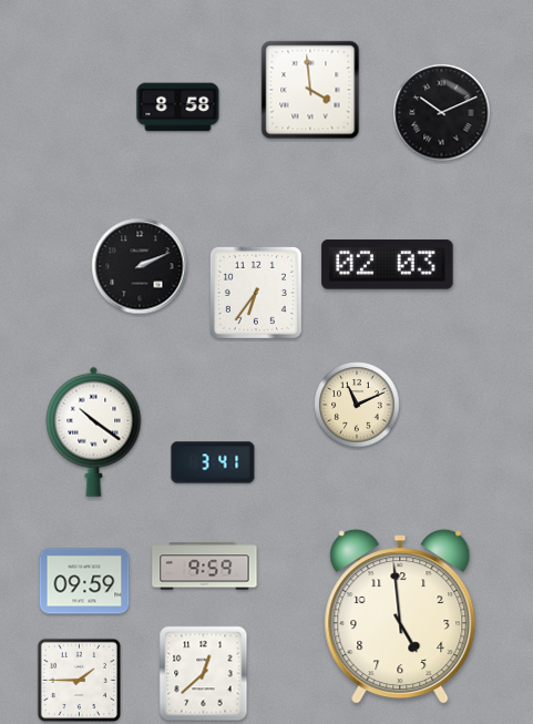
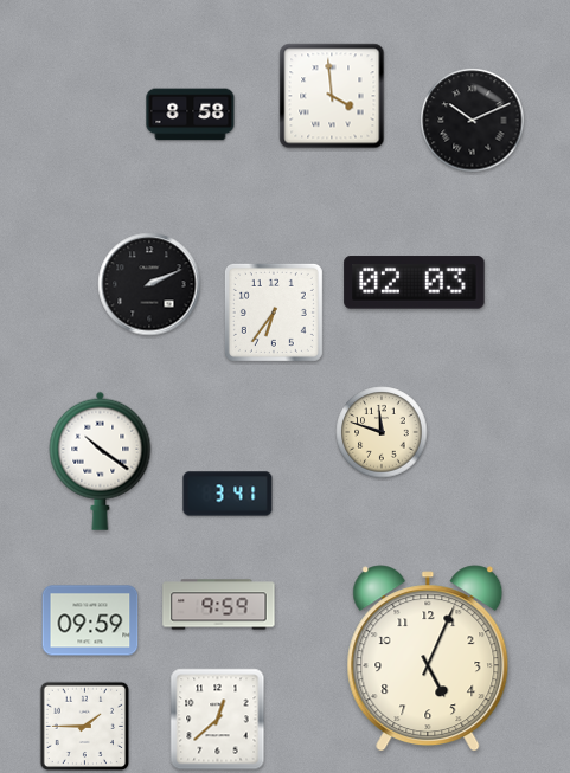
clock at (357, 405): 11:11 -> 11:48
clock at (400, 616): 4:59 -> 5:04
